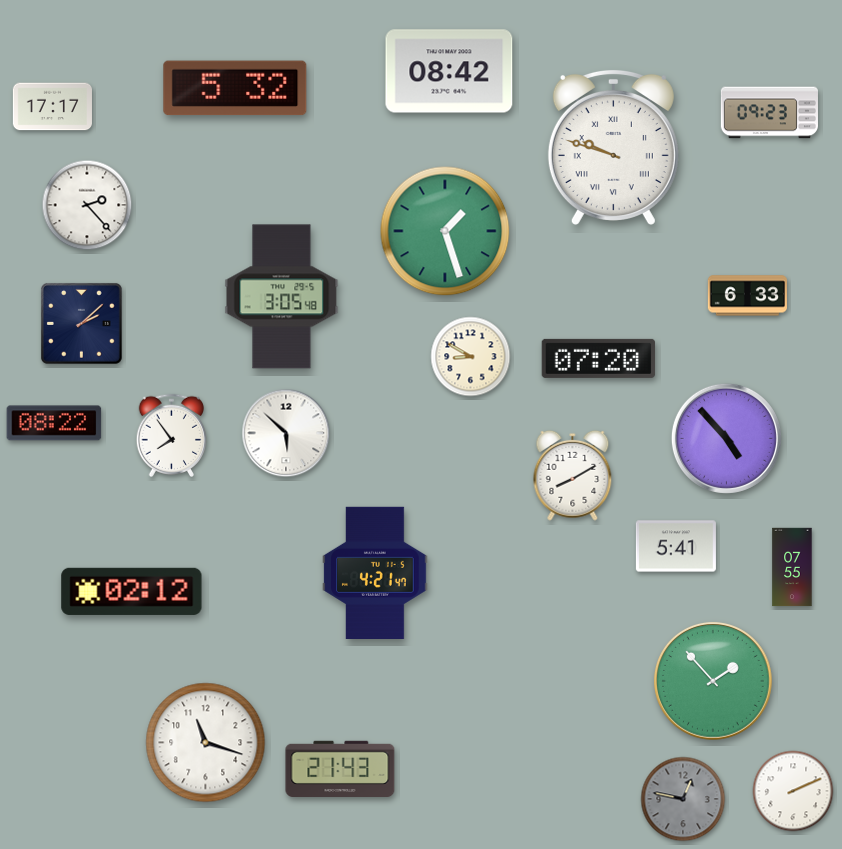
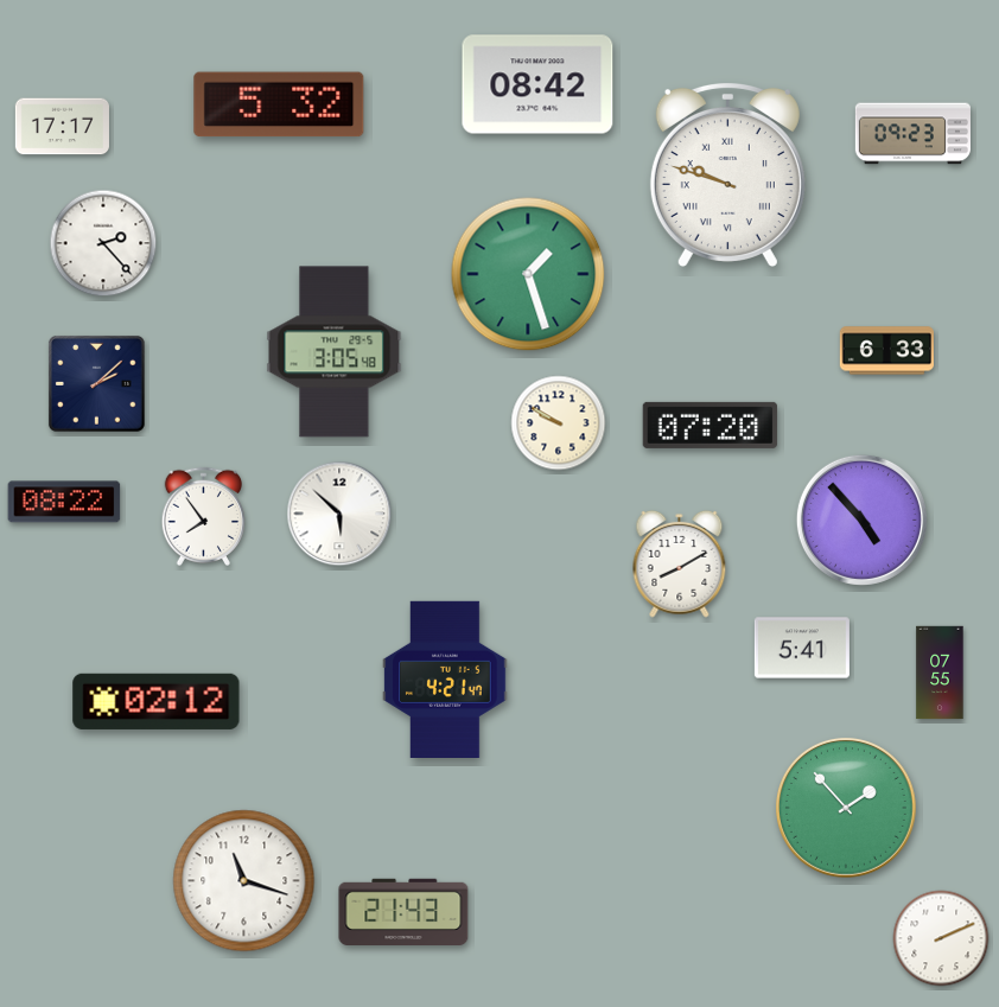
clock at (449, 71) position: (449, 71) -> (537, 84)
clock at (471, 357): 8:50 -> 9:50
clock at (683, 799): 12:47 -> none
